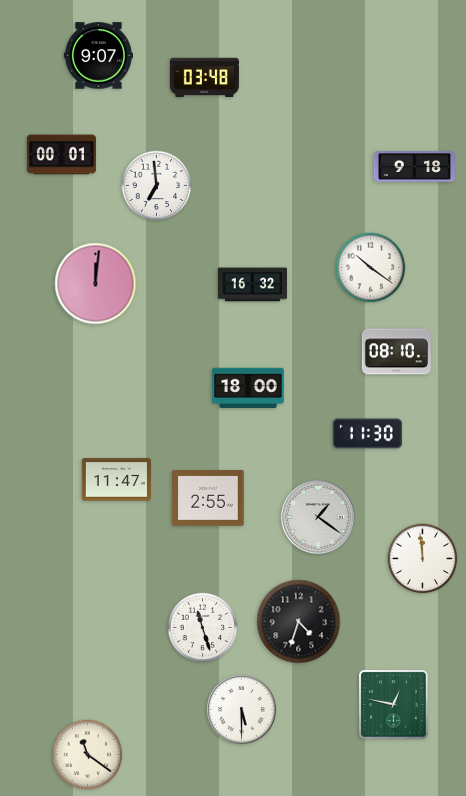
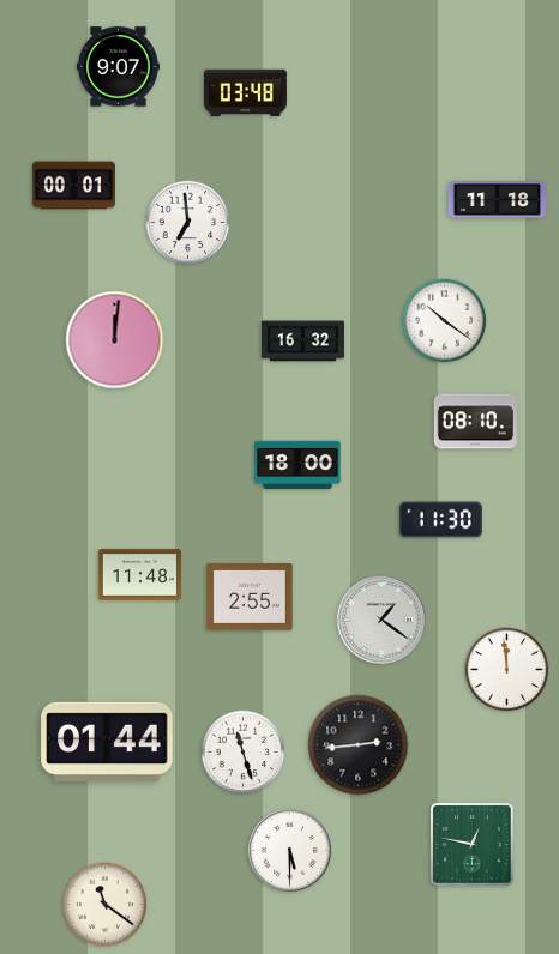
clock at (414, 167): 9:18 -> 11:18
clock at (116, 480): 11:47 -> 11:48
clock at (107, 742): none -> 01:44
clock at (299, 622): 4:33 -> 2:44
